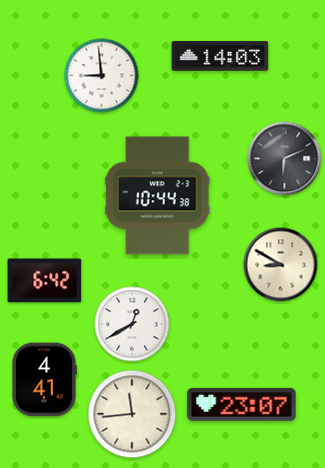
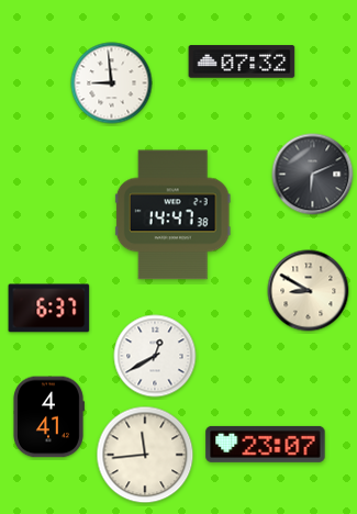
clock at (220, 56): 14:03 -> 07:32
clock at (157, 196): 10:44 -> 14:47
clock at (45, 281): 6:42 -> 6:37
clock at (132, 324) position: (132, 324) -> (155, 356)
